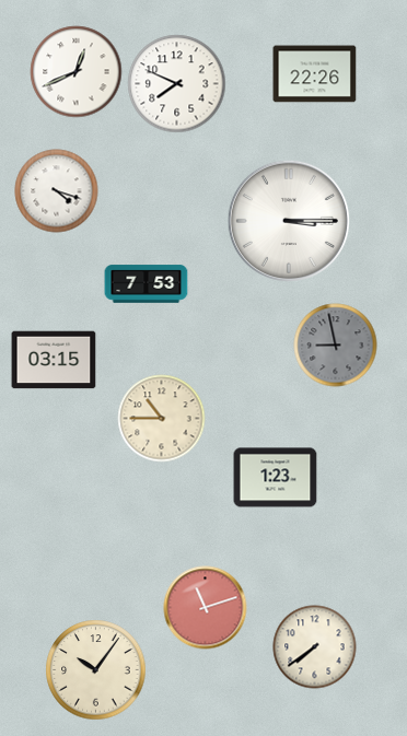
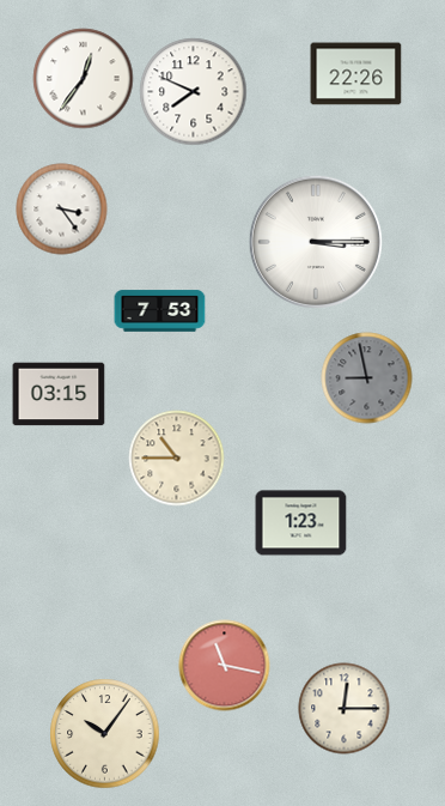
clock at (77, 72): 12:41 -> 12:36
clock at (315, 74) position: (315, 74) -> (356, 74)
clock at (57, 191): 4:18 -> 3:24
clock at (206, 608): 11:12 -> 11:17
clock at (315, 647): 7:39 -> 12:15
